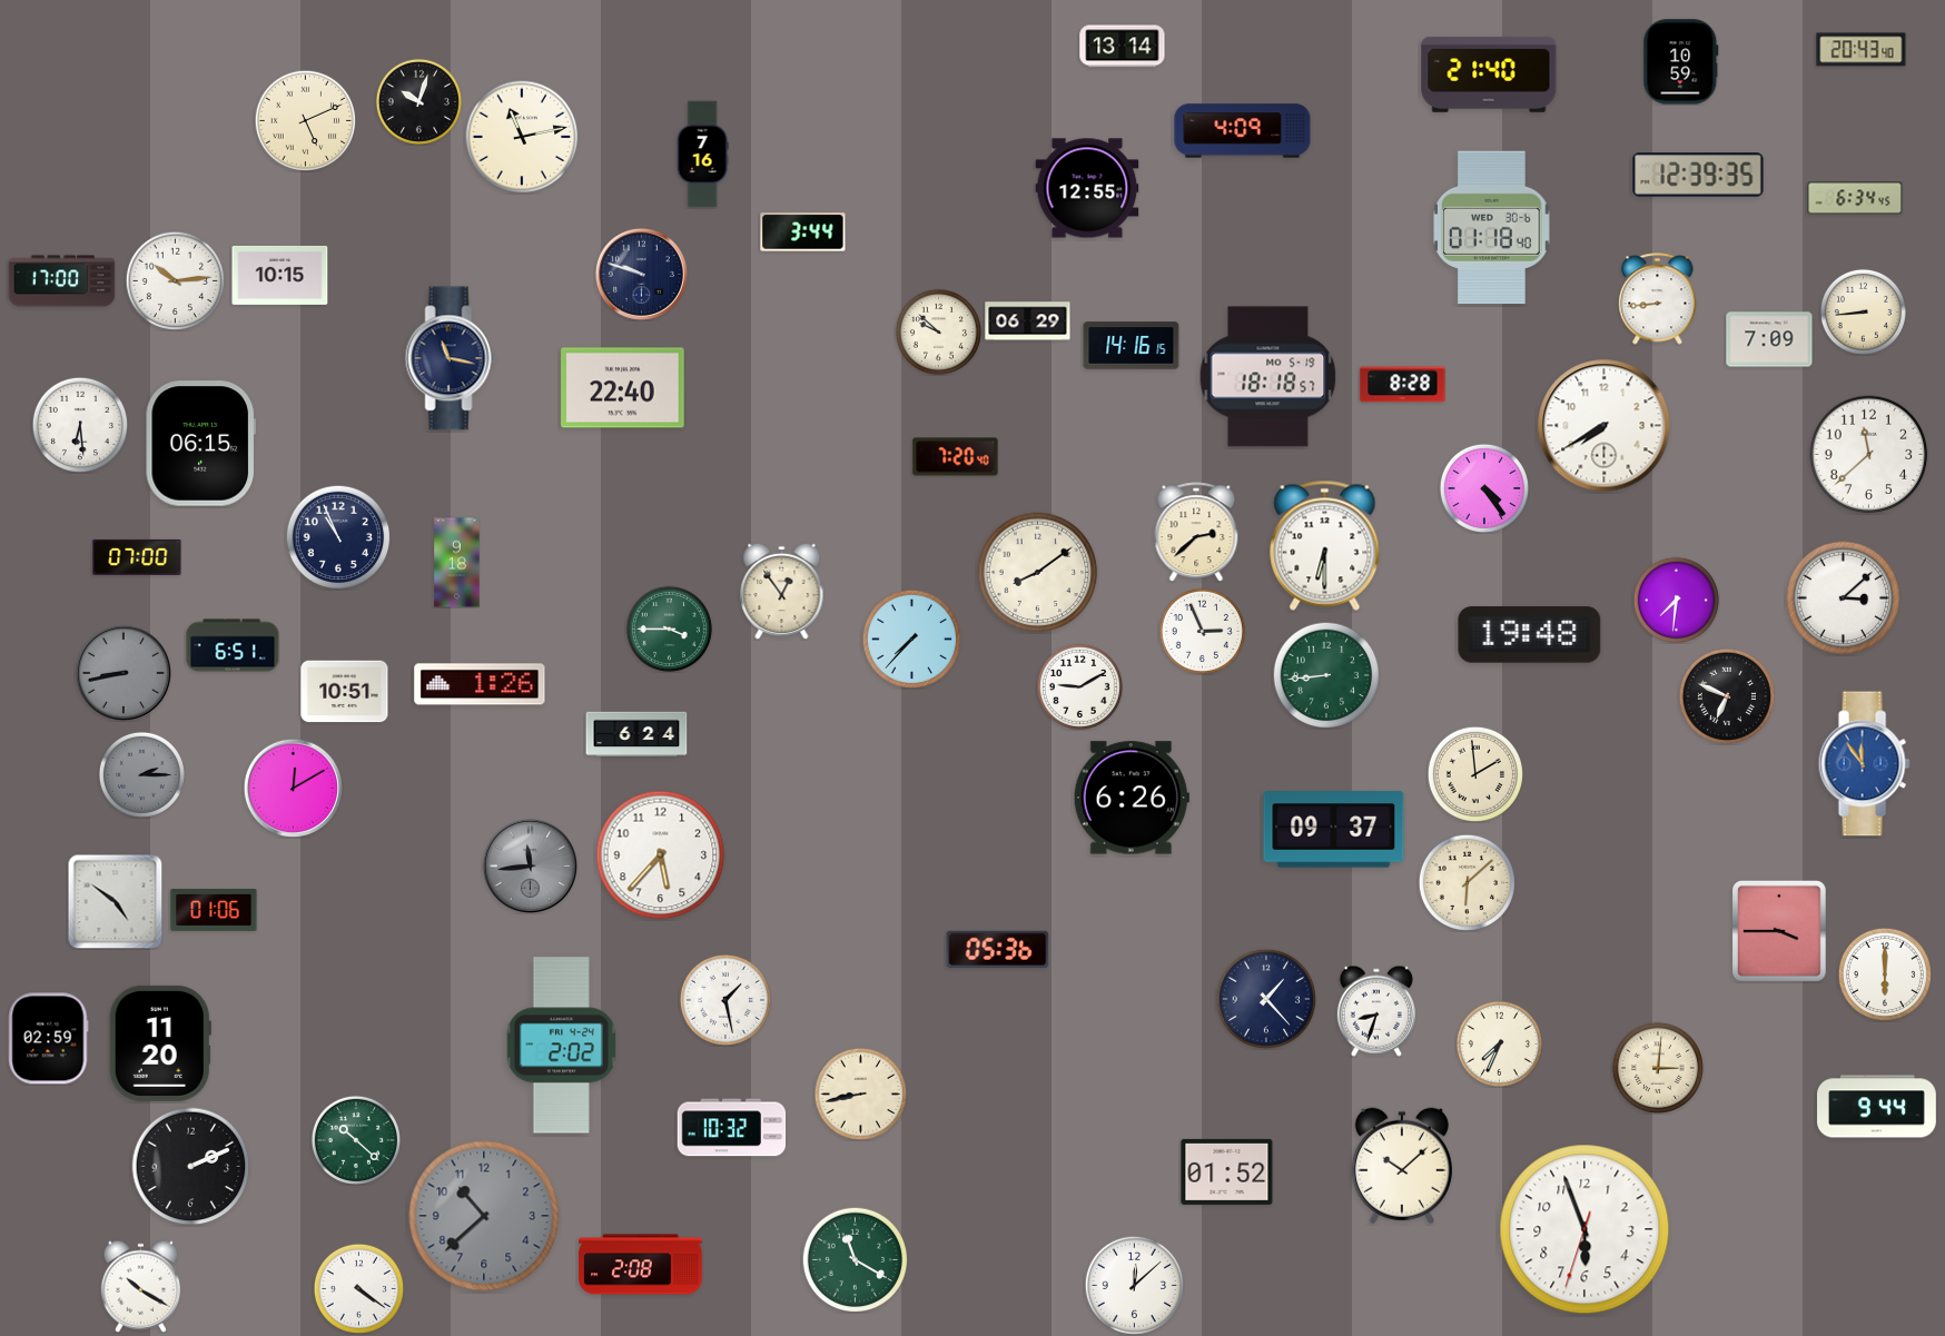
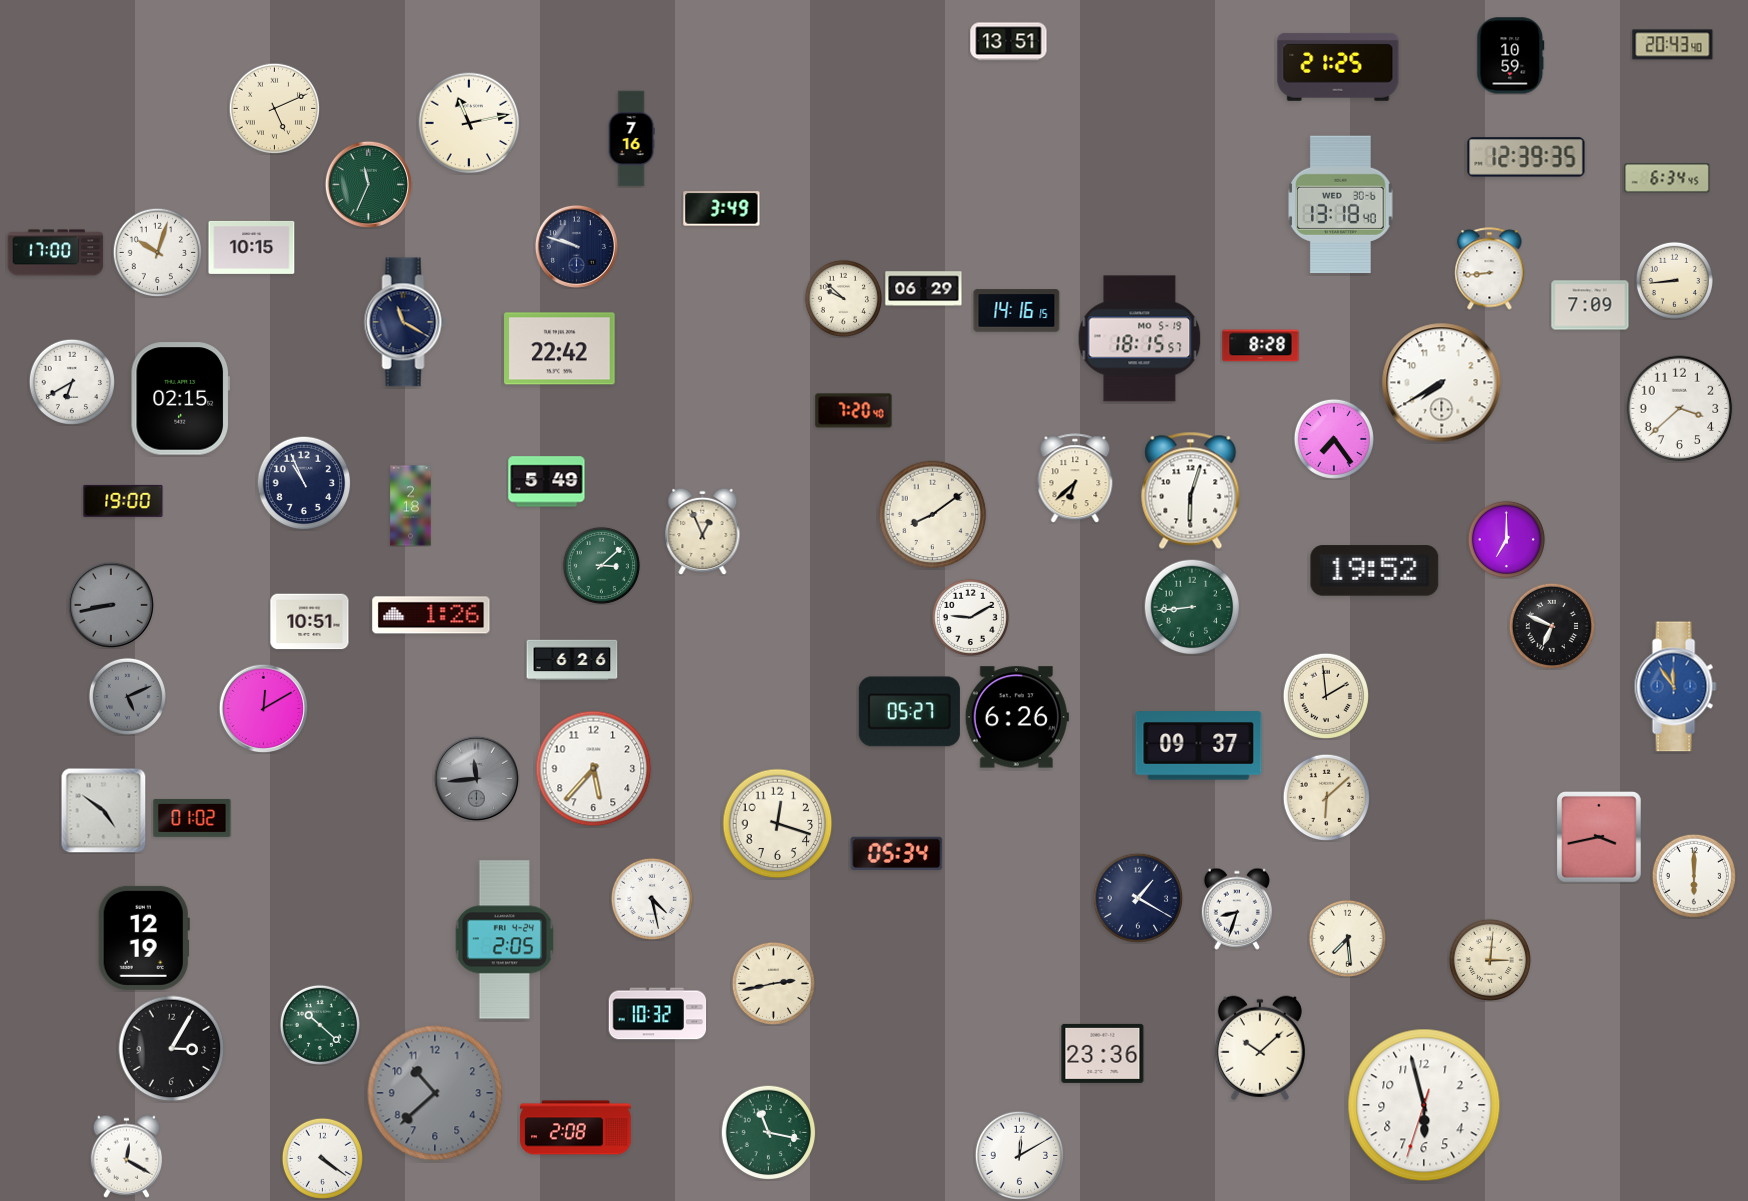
clock at (1123, 47): 13:14 -> 13:51
clock at (1489, 75): 21:40 -> 21:25
clock at (418, 101): 10:03 -> none
clock at (1243, 131): 4:09 -> none
clock at (1087, 188): 12:55 -> none
clock at (368, 184): none -> 11:34
clock at (1492, 228): 01:18 -> 13:18
clock at (803, 232): 3:44 -> 3:49
clock at (175, 280): 10:14 -> 10:03
clock at (451, 358): 11:17 -> 11:20
clock at (1268, 377): 18:18 -> 18:15
clock at (623, 388): 22:40 -> 22:42
clock at (79, 424): 6:29 -> 6:40
clock at (200, 444): 06:15 -> 02:15
clock at (1869, 455): 11:38 -> 3:38
clock at (956, 457) position: (956, 457) -> (854, 411)
clock at (1484, 488): 4:24 -> 7:24
clock at (1196, 532): 2:38 -> 6:38
clock at (547, 482): none -> 5:49
clock at (1325, 545): 6:30 -> 6:03
clock at (137, 557): 07:00 -> 19:00
clock at (457, 563): 9:18 -> 2:18
clock at (782, 591): 12:54 -> 12:56
clock at (1844, 598): 3:08 -> none
clock at (1676, 600): 7:31 -> 7:00
clock at (669, 629): 3:45 -> 3:08
clock at (1202, 631): 2:56 -> none
clock at (1530, 635): 19:48 -> 19:52
clock at (911, 639): 7:37 -> none
clock at (233, 645): 6:51 -> none
clock at (636, 734): 6:24 -> 6:26
clock at (141, 774): 2:15 -> 5:11
clock at (909, 712): none -> 05:27
clock at (1467, 882) position: (1467, 882) -> (1326, 797)
clock at (214, 910): 01:06 -> 01:02
clock at (778, 824): none -> 12:18
clock at (1780, 932): 3:45 -> 3:43
clock at (998, 949): 05:36 -> 05:34
clock at (1265, 998): 1:23 -> 1:20
clock at (725, 1000): 1:28 -> 4:28
clock at (48, 1039): 02:59 -> none
clock at (160, 1043): 11:20 -> 12:19
clock at (1499, 1043): 7:34 -> 7:29
clock at (561, 1046): 2:02 -> 2:05
clock at (860, 1093): 8:43 -> 2:43
clock at (1877, 1107): 9:44 -> none
clock at (191, 1167): 2:11 -> 3:05
clock at (1227, 1171): 01:52 -> 23:36
clock at (1584, 1229): 5:56 -> 5:57
clock at (855, 1259): 11:20 -> 11:17
clock at (641, 1265) position: (641, 1265) -> (576, 1128)
clock at (1134, 1285): 12:08 -> 12:10
clock at (141, 1286): 10:20 -> 12:20
